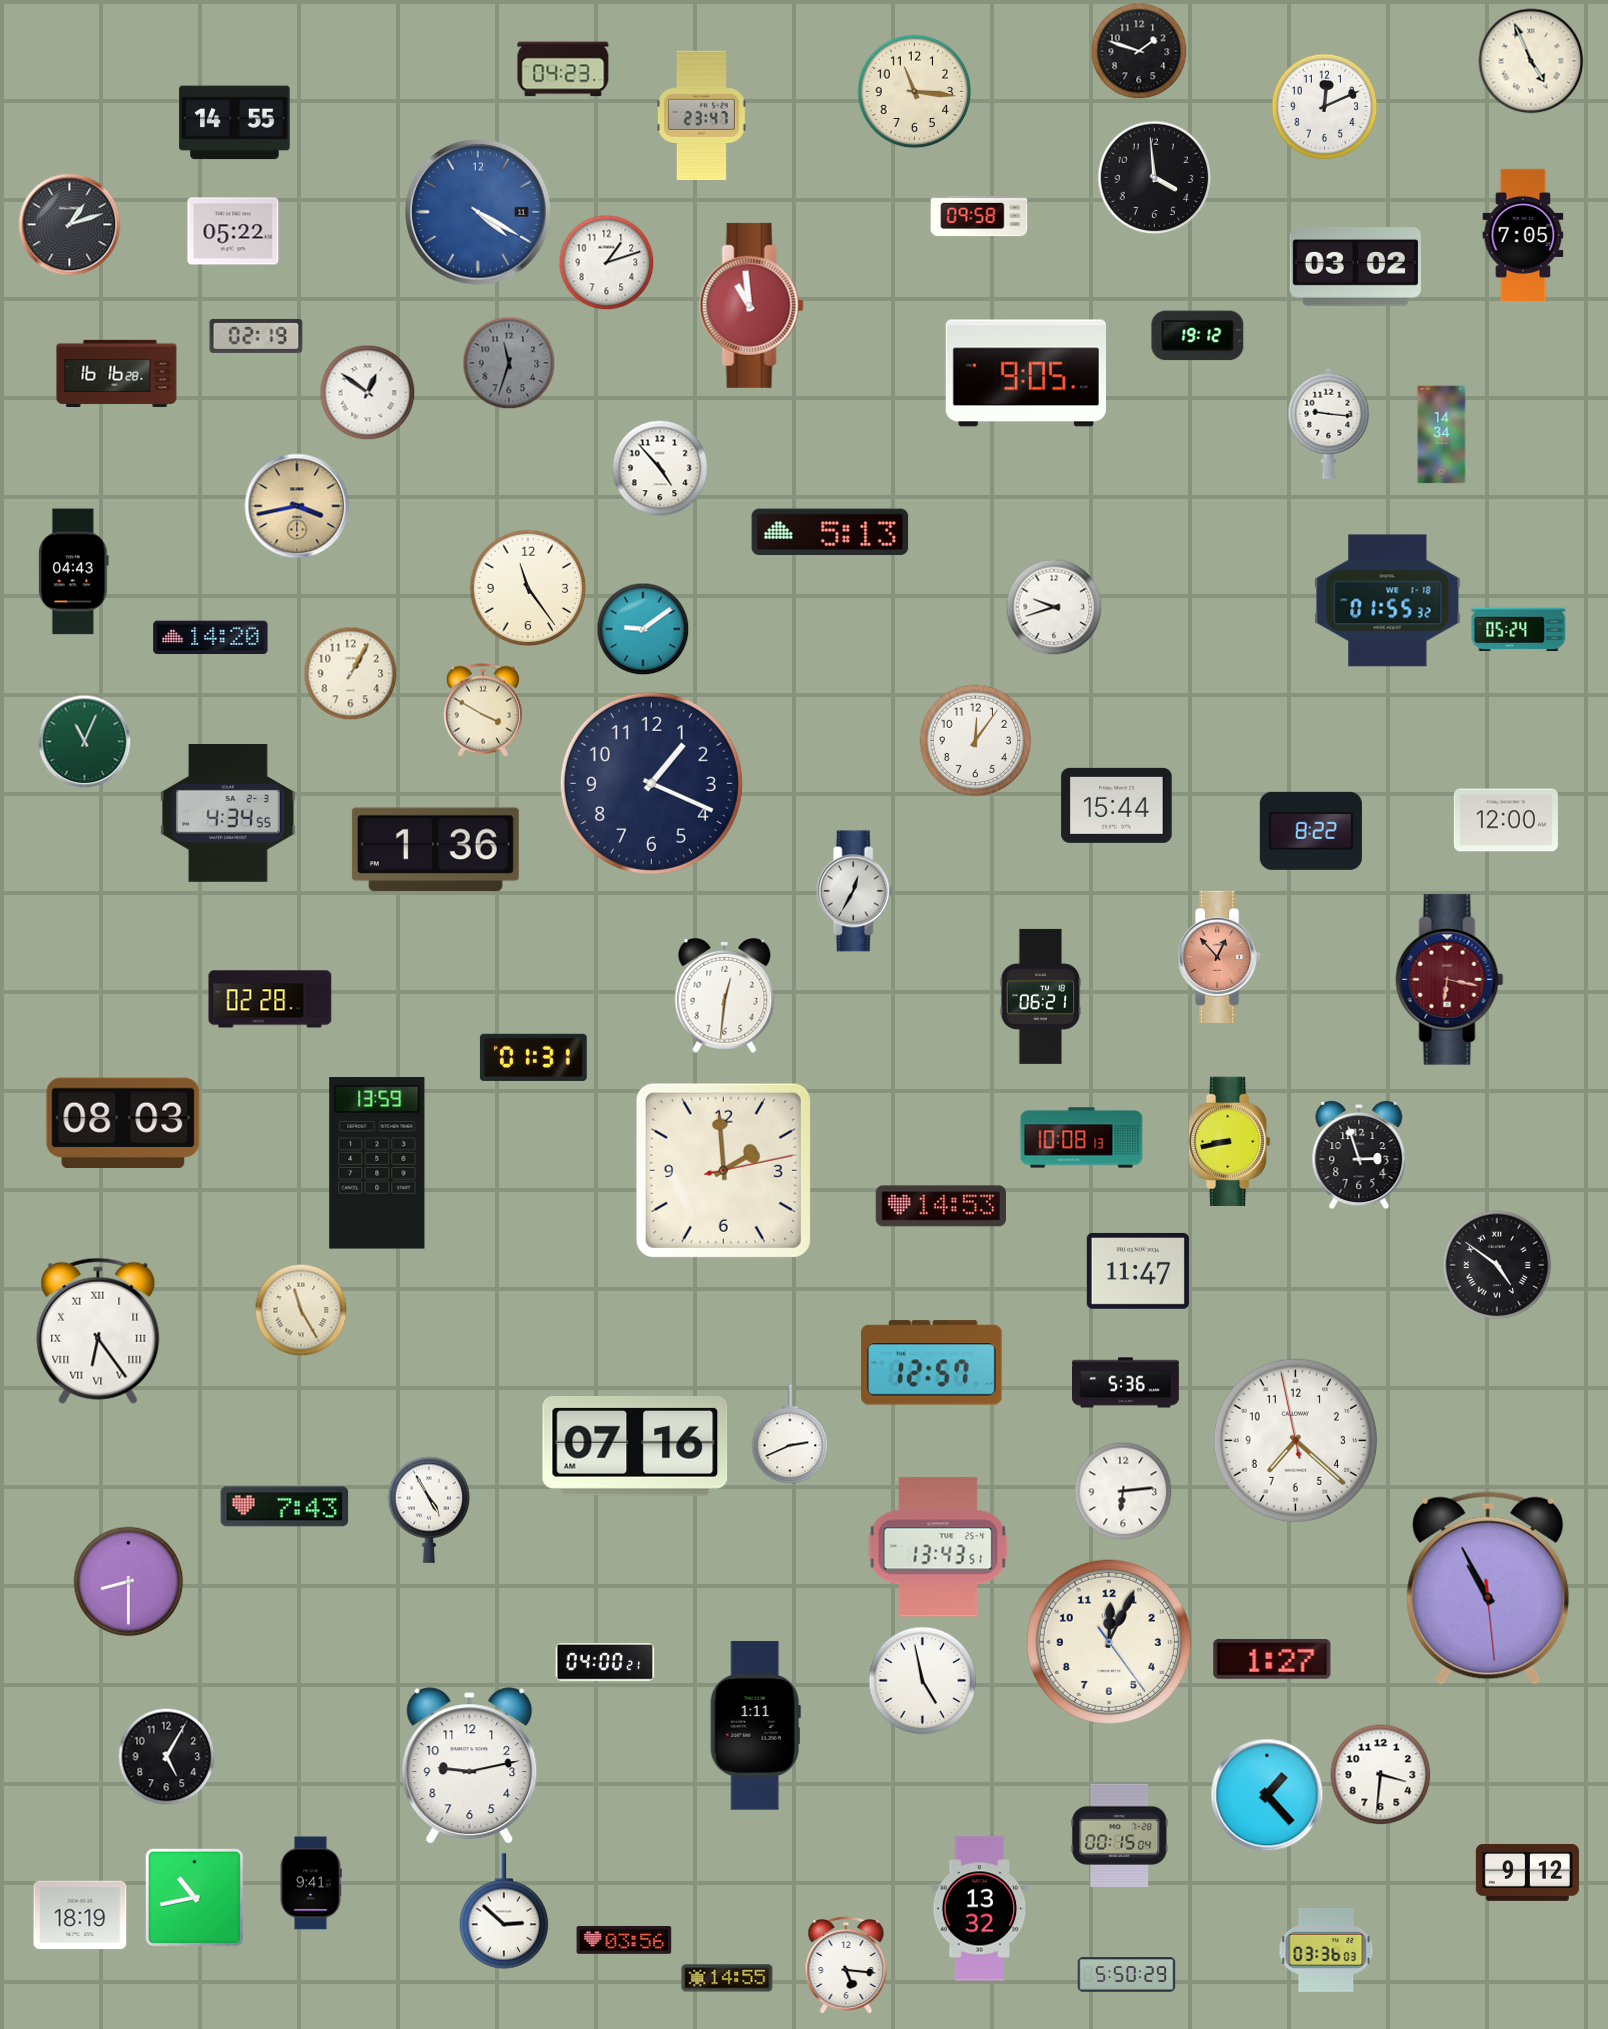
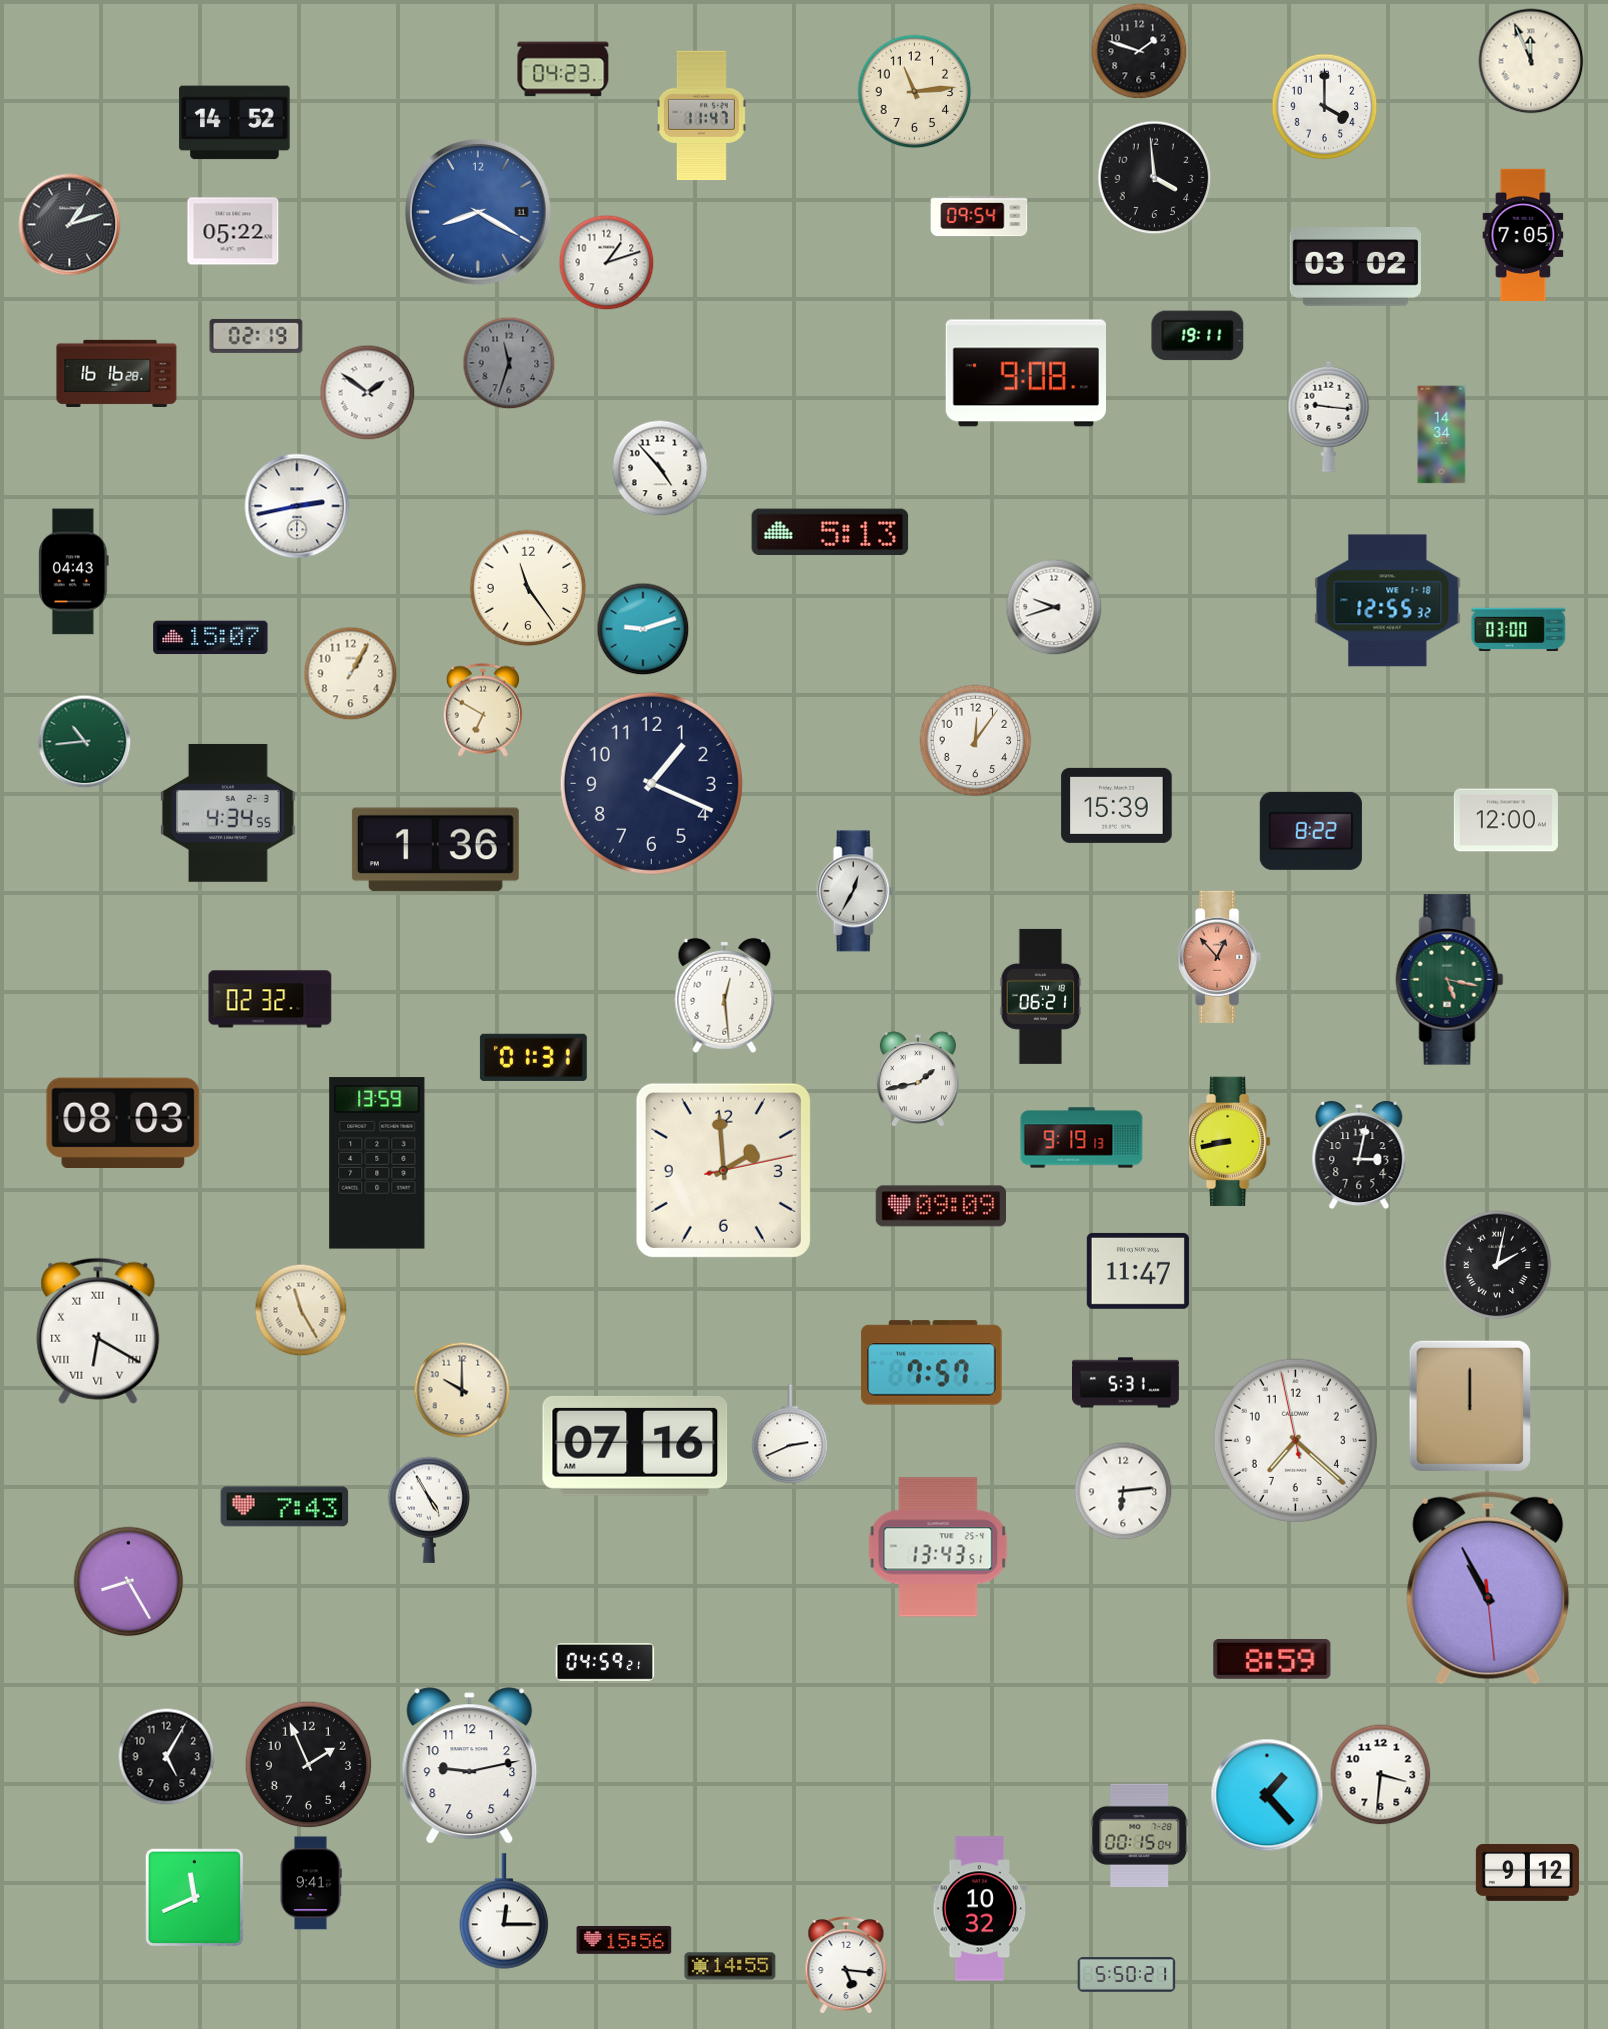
clock at (1531, 61): 4:56 -> 11:56
clock at (915, 92): 11:16 -> 11:14
clock at (1325, 107): 12:11 -> 4:00
clock at (701, 116): 23:47 -> 11:47
clock at (235, 123): 14:55 -> 14:52
clock at (478, 212): 4:20 -> 8:20
clock at (979, 216): 09:58 -> 09:54
clock at (751, 305): 10:59 -> none
clock at (1198, 336): 19:12 -> 19:11
clock at (1025, 373): 9:05 -> 9:08
clock at (368, 393): 12:51 -> 1:51
clock at (1329, 423) position: (1329, 423) -> (1329, 416)
clock at (297, 506): 3:43 -> 2:43
clock at (297, 506) dial: champagne -> white
clock at (1388, 601): 01:55 -> 12:55
clock at (643, 629): 9:09 -> 9:12
clock at (1519, 630): 05:24 -> 03:00
clock at (211, 638): 14:20 -> 15:07
clock at (483, 710): 3:50 -> 6:50
clock at (85, 742): 11:04 -> 10:44
clock at (1117, 805): 15:44 -> 15:39
clock at (1450, 980): 6:17 -> 5:17
clock at (1450, 980) dial: burgundy -> green
clock at (725, 995): 12:31 -> 12:29
clock at (270, 999): 02:28 -> 02:32
clock at (918, 1080): none -> 1:43
clock at (1082, 1138): 10:08 -> 9:19
clock at (1359, 1155): 2:57 -> 3:02
clock at (940, 1206): 14:53 -> 09:09
clock at (1497, 1265): 4:51 -> 2:02
clock at (98, 1331): 6:24 -> 6:20
clock at (932, 1363): 12:57 -> 7:57
clock at (1126, 1383): 5:36 -> 5:31
clock at (462, 1390): none -> 10:00
clock at (1470, 1406): none -> 12:00
clock at (129, 1582): 8:30 -> 8:25
clock at (1109, 1642): 12:04 -> none
clock at (1272, 1659): 1:27 -> 8:59
clock at (605, 1663): 04:00 -> 04:59
clock at (923, 1681): 4:58 -> none
clock at (755, 1726): 1:11 -> none
clock at (309, 1765): none -> 1:56
clock at (1120, 1835) position: (1120, 1835) -> (1140, 1835)
clock at (195, 1898): 10:43 -> 11:41
clock at (980, 1909): 13:32 -> 10:32
clock at (504, 1911): 2:52 -> 12:15
clock at (80, 1915): 18:19 -> none
clock at (624, 1940): 03:56 -> 15:56
clock at (1326, 1950): 03:36 -> none
clock at (1127, 1975): 5:50:29 -> 5:50:21
clock at (727, 1978) position: (727, 1978) -> (730, 1966)
